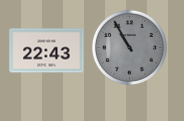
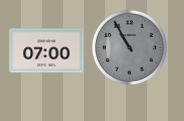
clock at (47, 51): 22:43 -> 07:00
